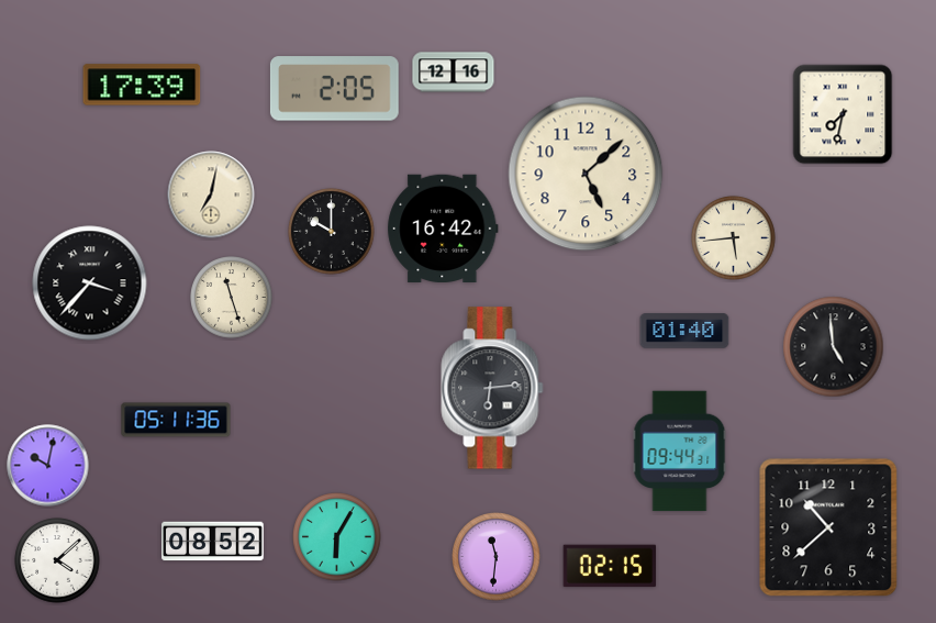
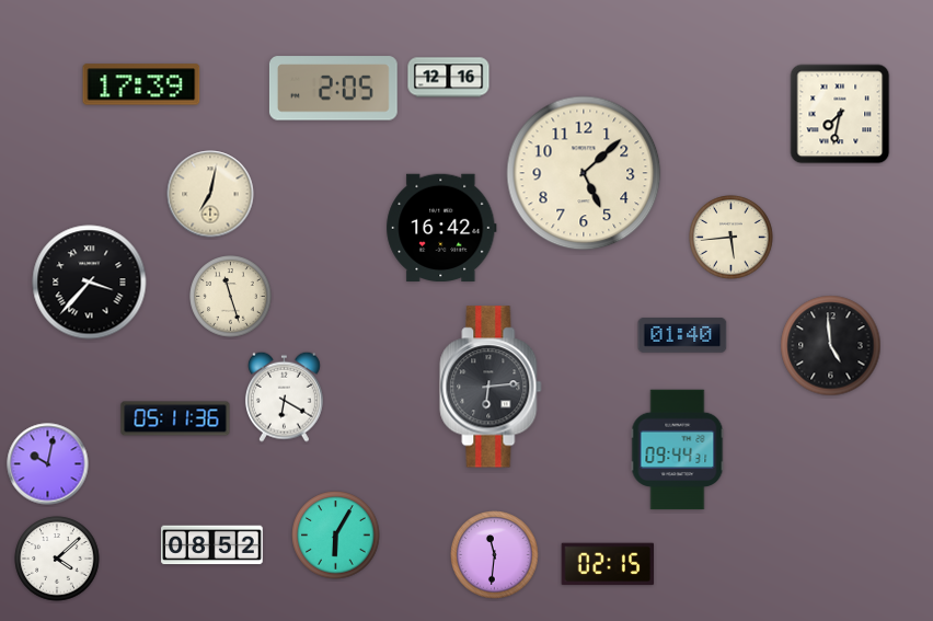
clock at (454, 73) position: (454, 73) -> (449, 78)
clock at (332, 232): 10:00 -> none
clock at (684, 331) position: (684, 331) -> (682, 335)
clock at (284, 396): none -> 6:20
clock at (828, 527): 10:38 -> none
clock at (213, 542) position: (213, 542) -> (212, 545)
